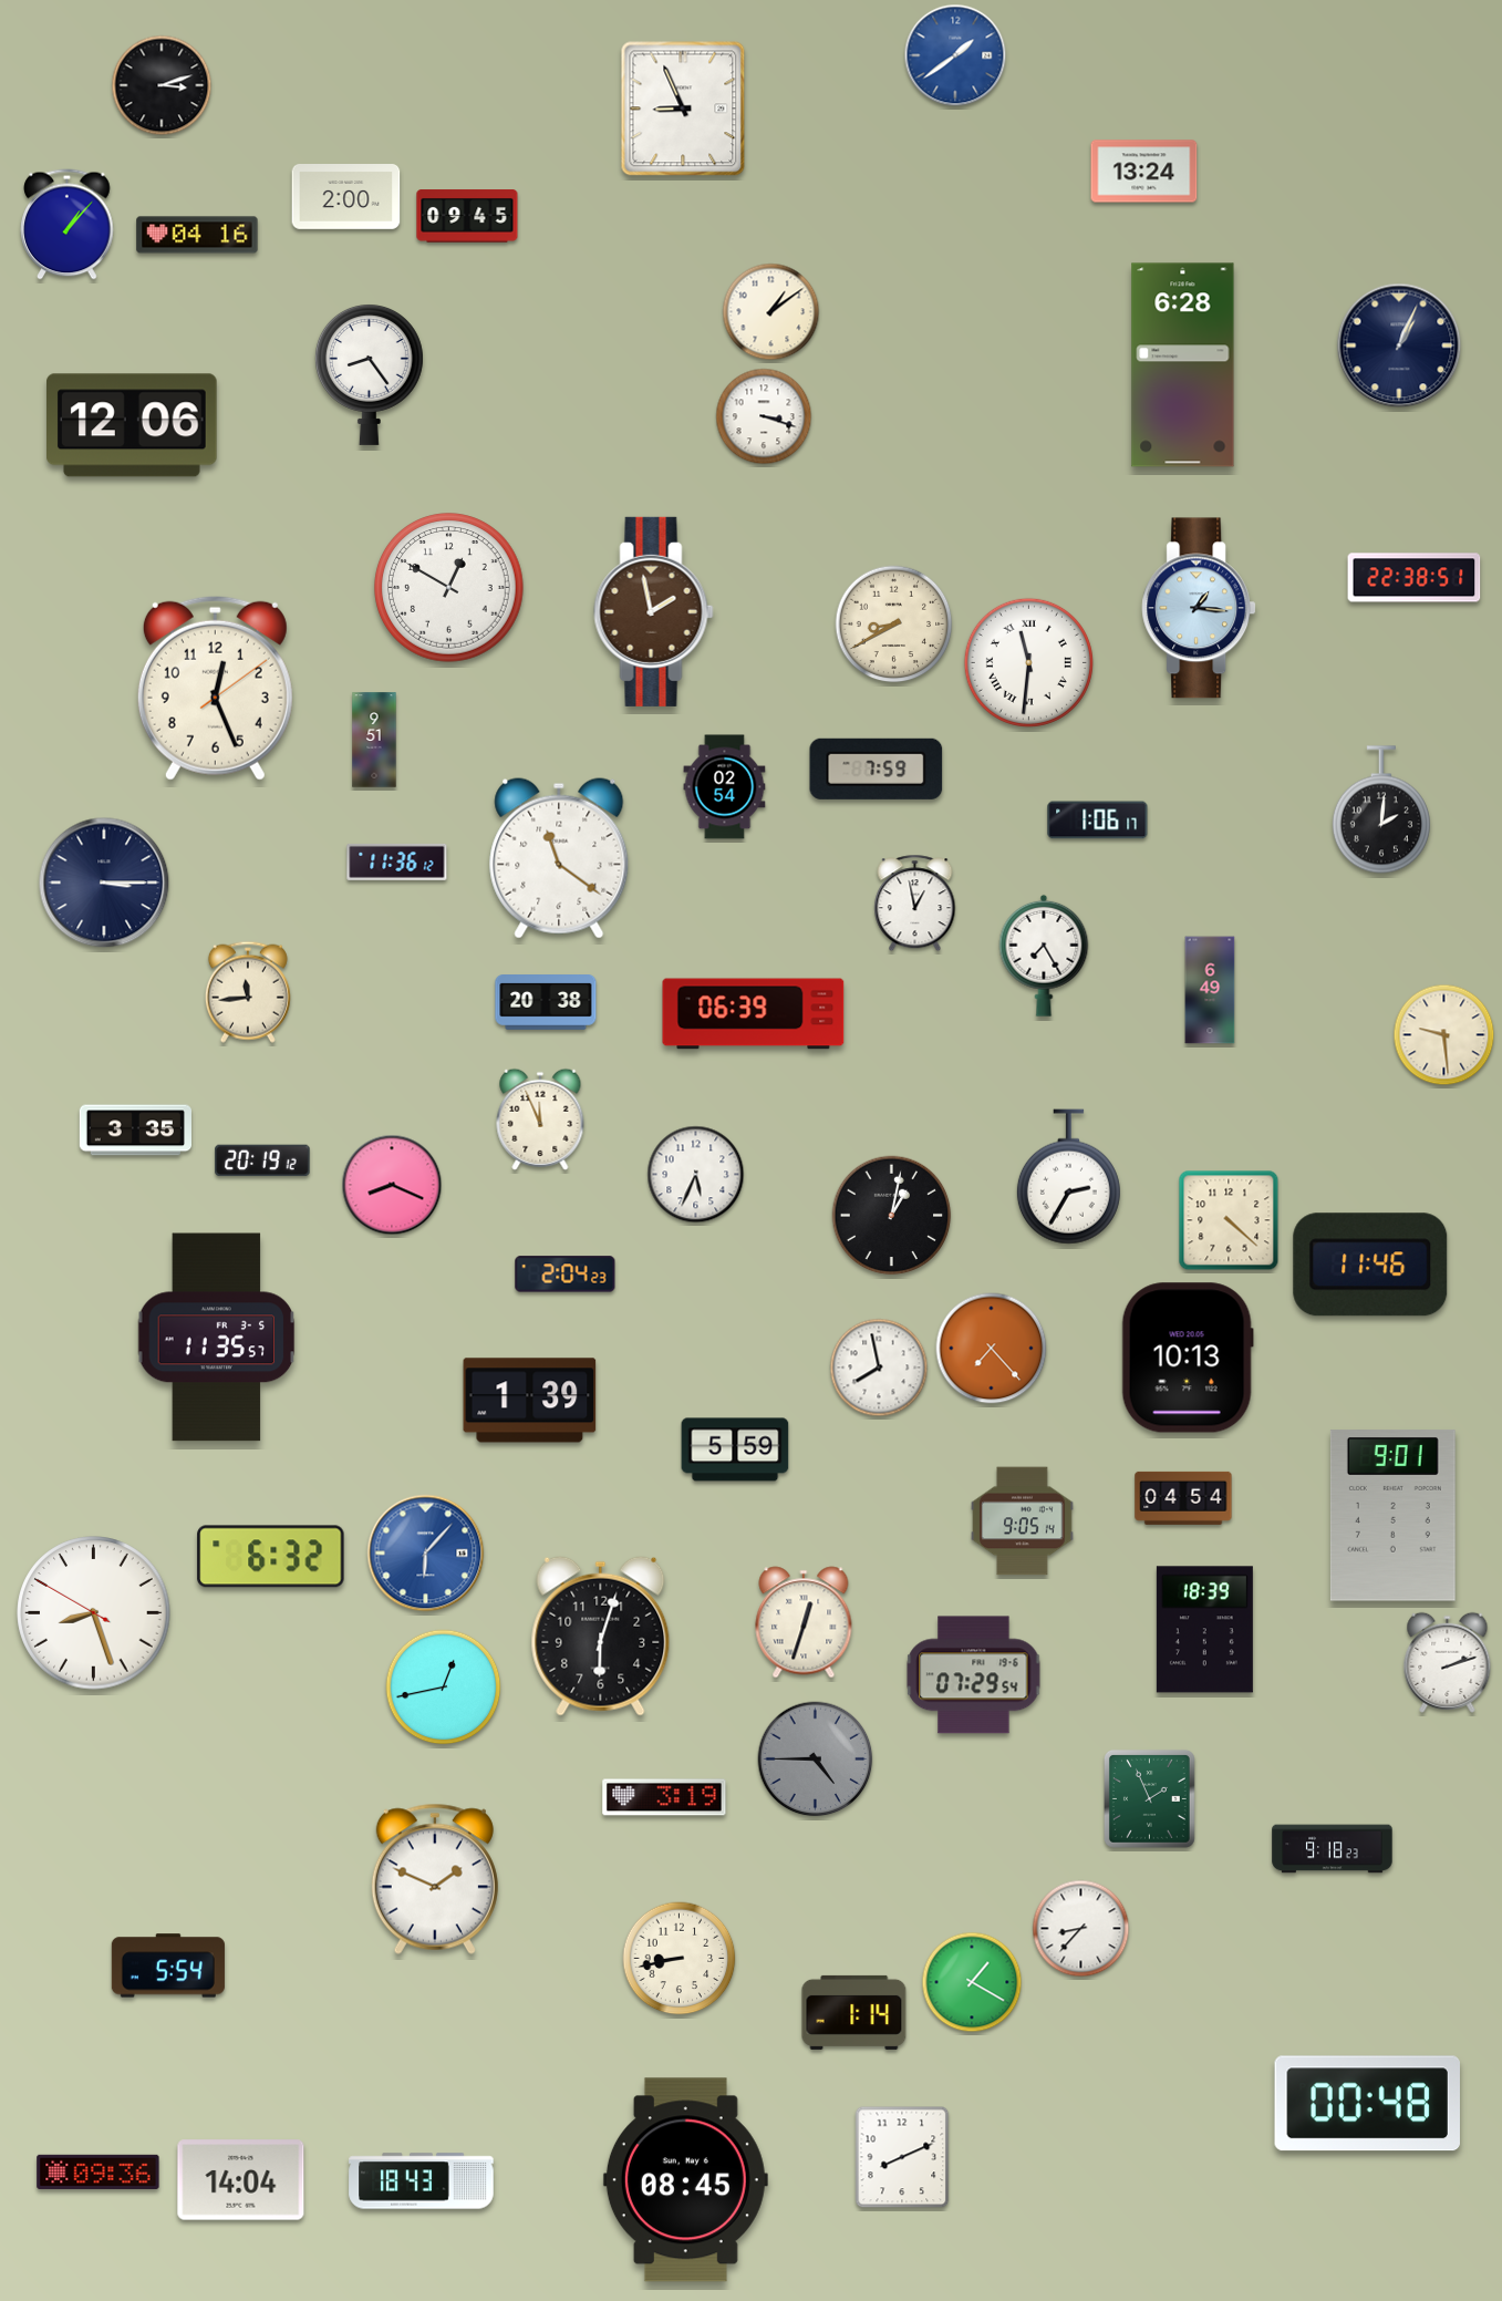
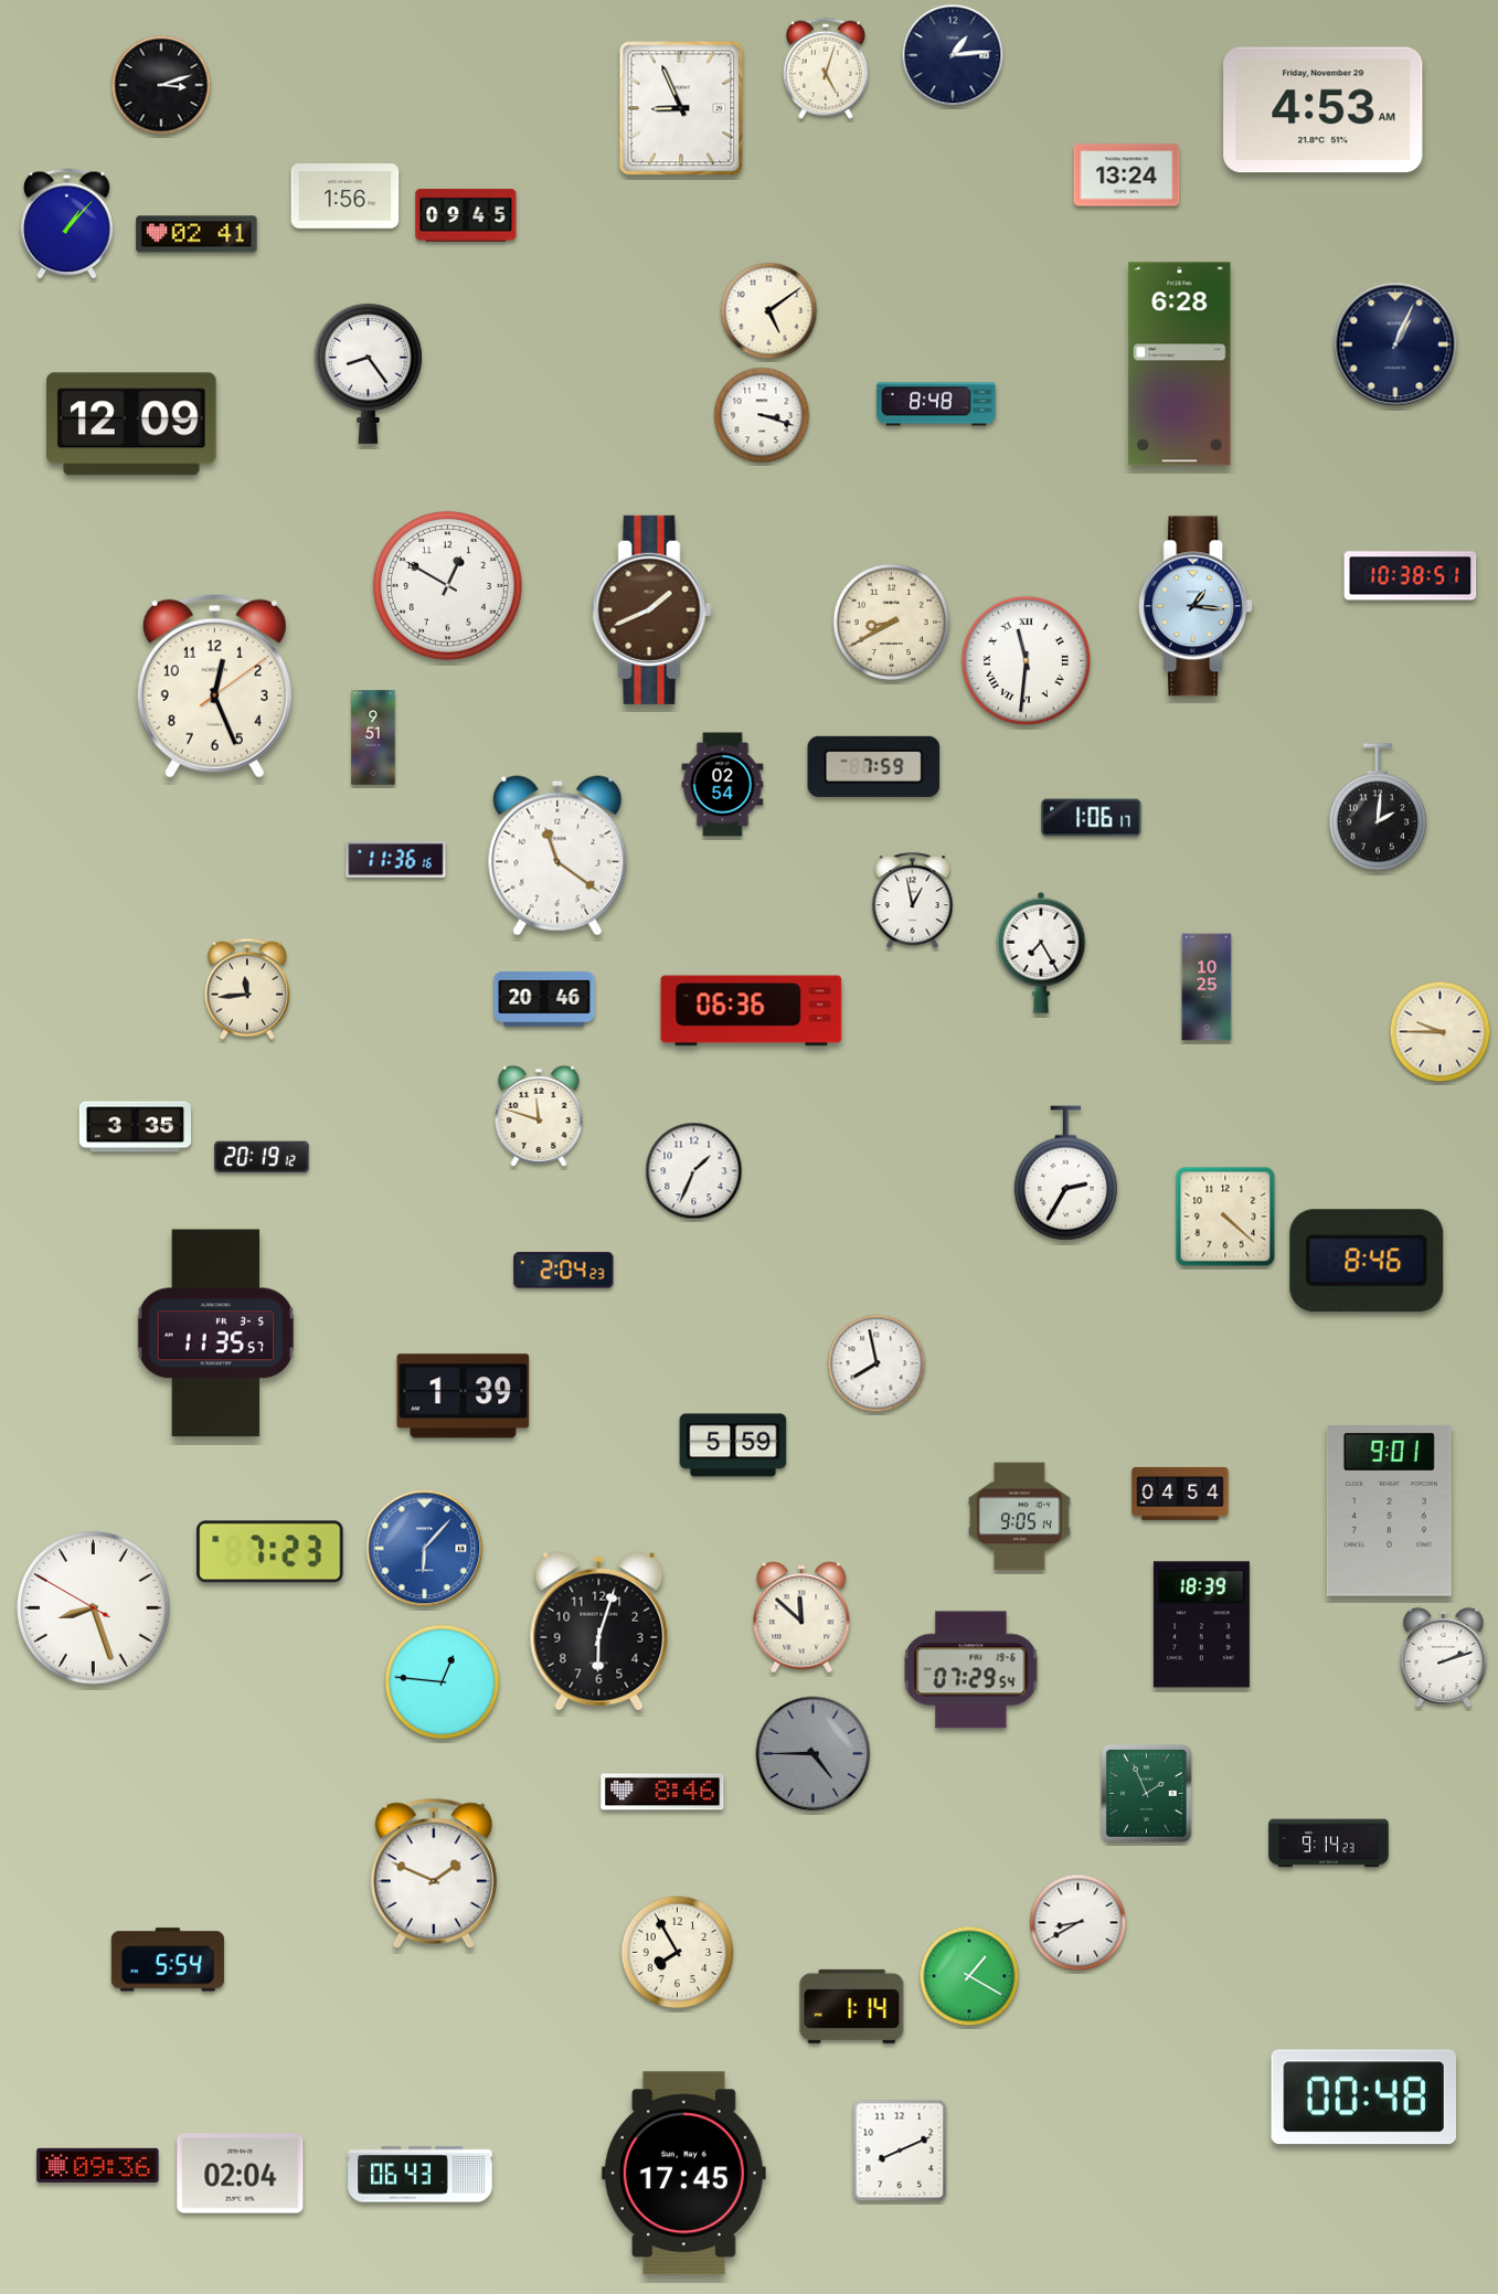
clock at (955, 55): 1:39 -> 1:14
clock at (955, 55) dial: blue -> navy
clock at (826, 68): none -> 5:03
clock at (1324, 110): none -> 4:53
clock at (1144, 172) position: (1144, 172) -> (1127, 176)
clock at (346, 197): 2:00 -> 1:56
clock at (197, 235): 04:16 -> 02:41
clock at (771, 312): 1:09 -> 5:09
clock at (936, 404): none -> 8:48
clock at (133, 425): 12:06 -> 12:09
clock at (1415, 578): 22:38 -> 10:38
clock at (654, 611): 1:58 -> 1:41
clock at (1098, 821) position: (1098, 821) -> (1092, 818)
clock at (397, 861): 11:36:12 -> 11:36:16
clock at (104, 883): 3:15 -> none
clock at (1210, 990): 6:49 -> 10:25
clock at (546, 1003): 20:38 -> 20:46
clock at (754, 1014): 06:39 -> 06:36
clock at (1444, 1035): 9:29 -> 9:45
clock at (540, 1119): 11:56 -> 11:48
clock at (696, 1175): 5:34 -> 1:34
clock at (392, 1185): 8:19 -> none
clock at (892, 1216): 1:02 -> none
clock at (1370, 1265): 11:46 -> 8:46
clock at (992, 1349): 7:23 -> none
clock at (1188, 1358): 10:13 -> none
clock at (530, 1401) position: (530, 1401) -> (464, 1396)
clock at (271, 1557): 6:32 -> 7:23
clock at (804, 1622): 12:33 -> 11:52
clock at (444, 1688): 12:43 -> 12:46
clock at (664, 1797): 3:19 -> 8:46
clock at (1333, 1849): 9:18 -> 9:14
clock at (1081, 1929): 8:37 -> 8:40
clock at (680, 1959): 8:43 -> 7:55
clock at (241, 2180): 14:04 -> 02:04
clock at (685, 2180): 08:45 -> 17:45
clock at (422, 2181): 18:43 -> 06:43
